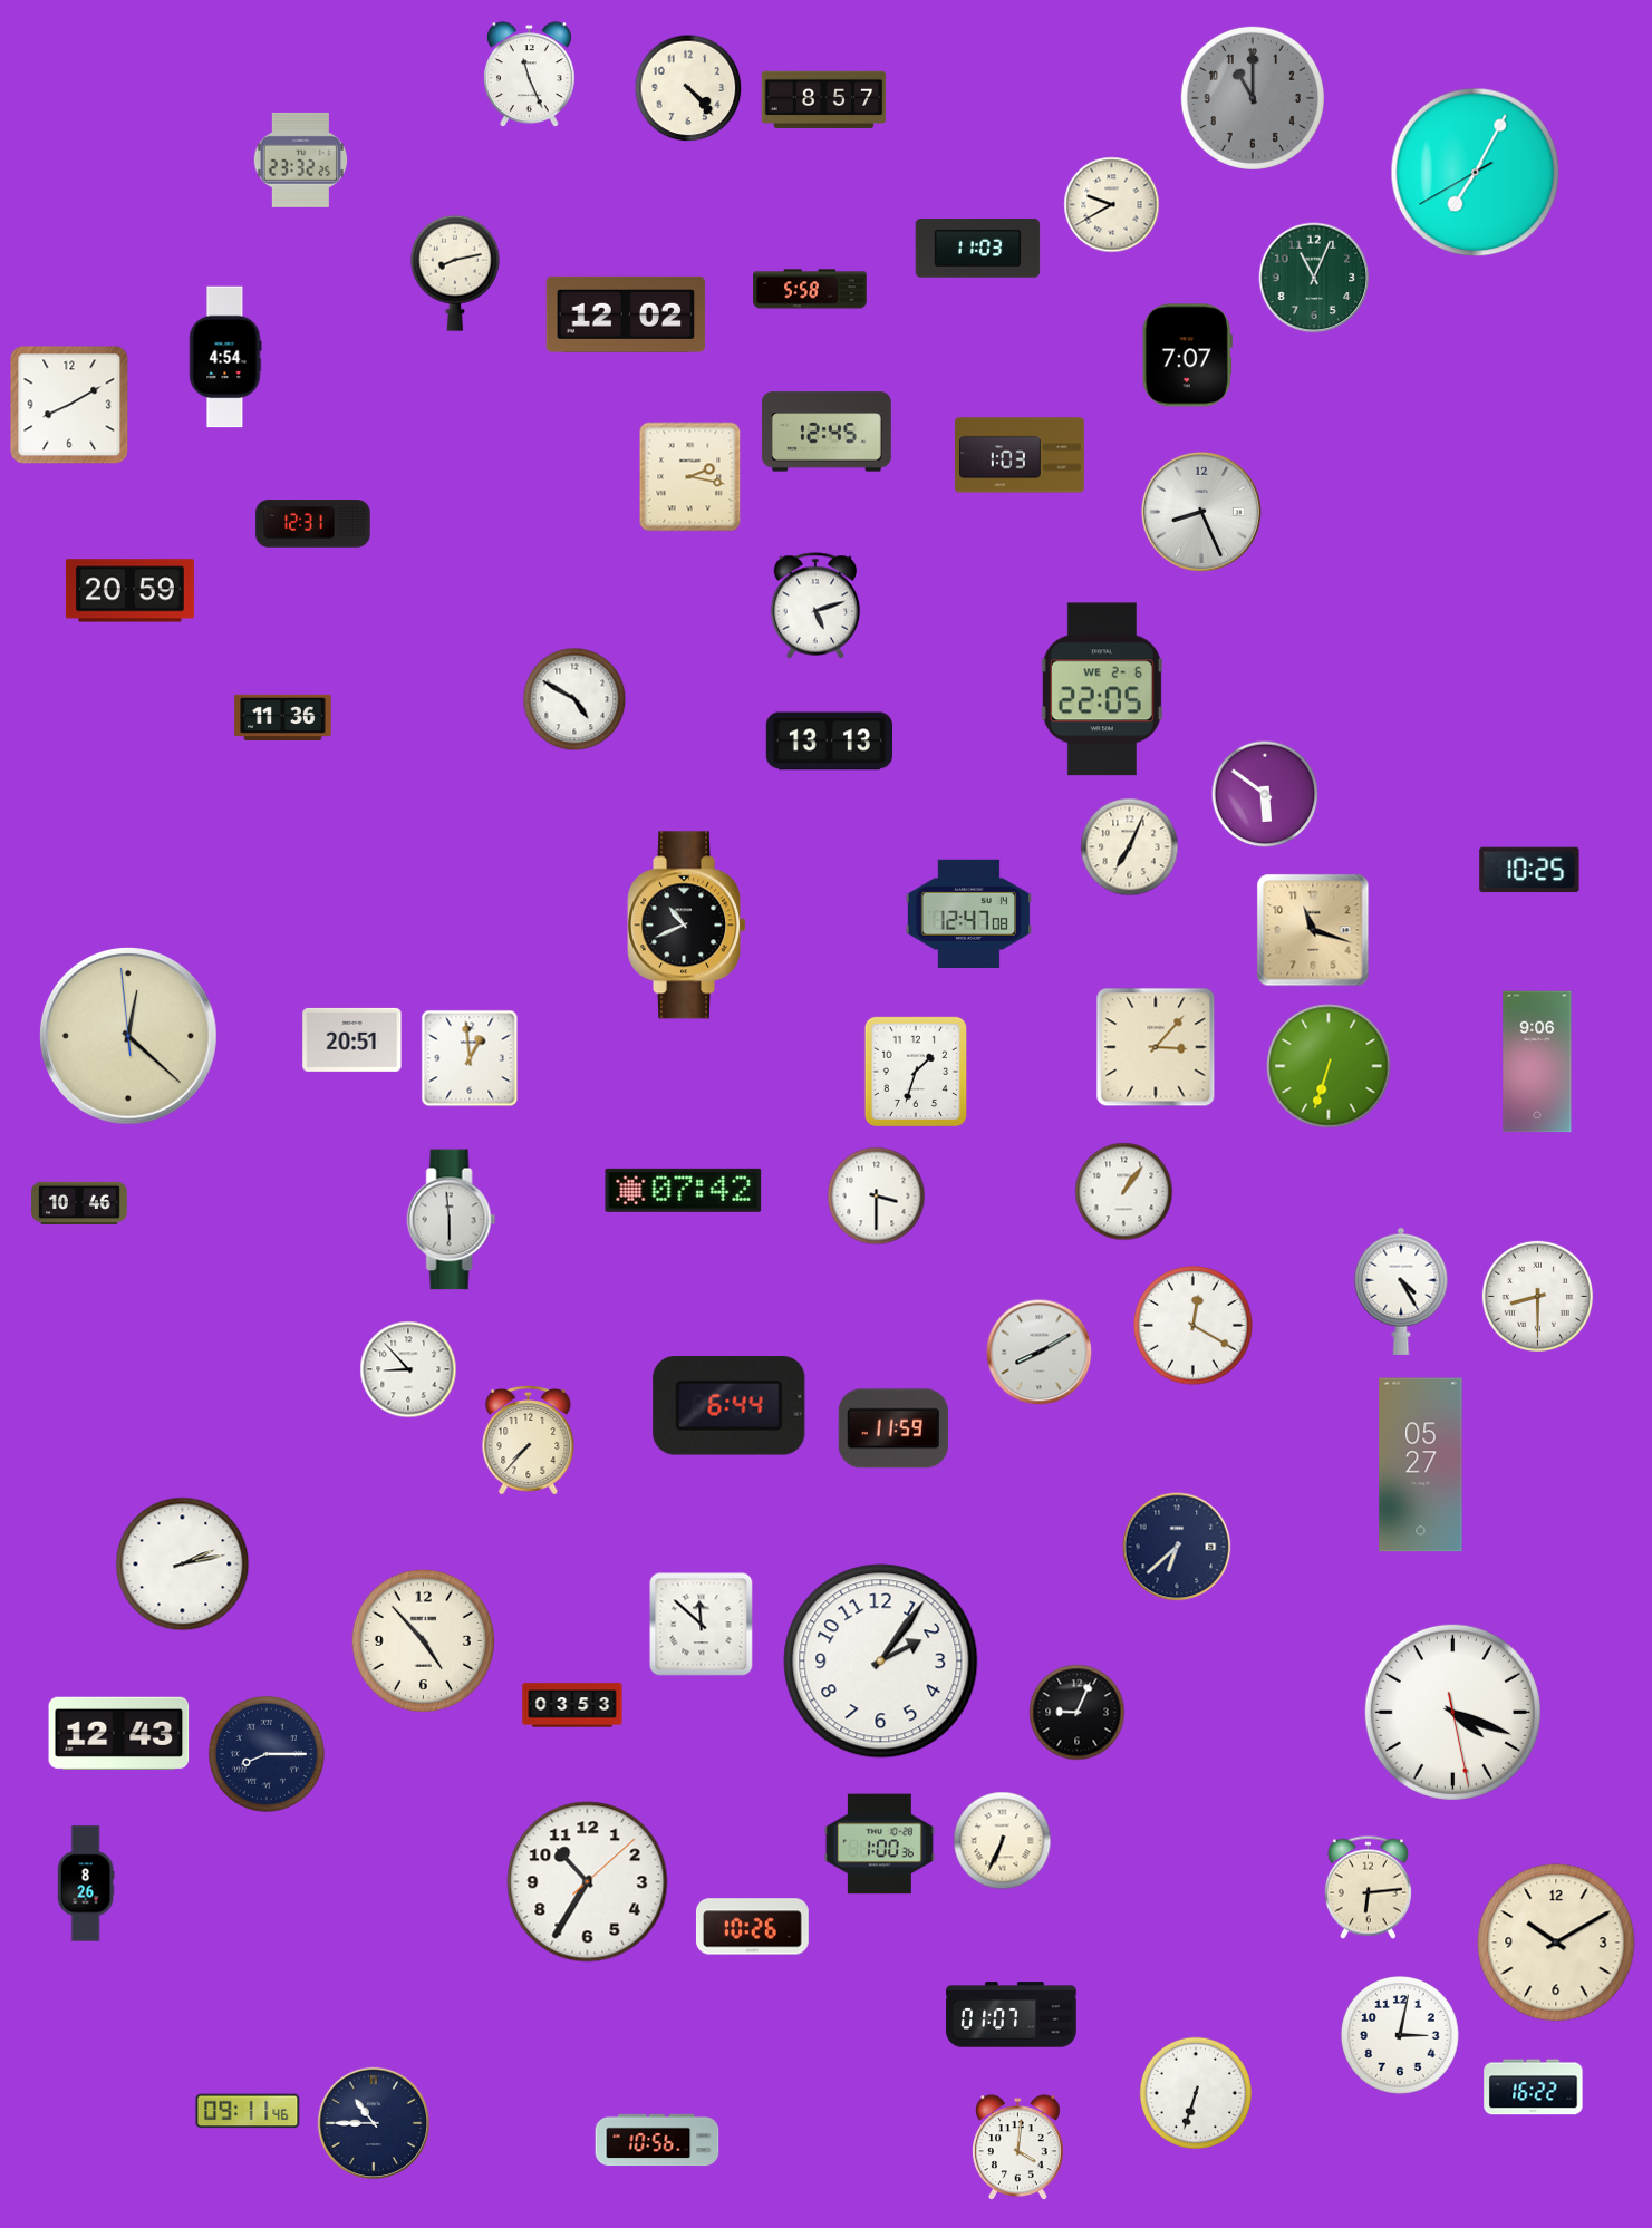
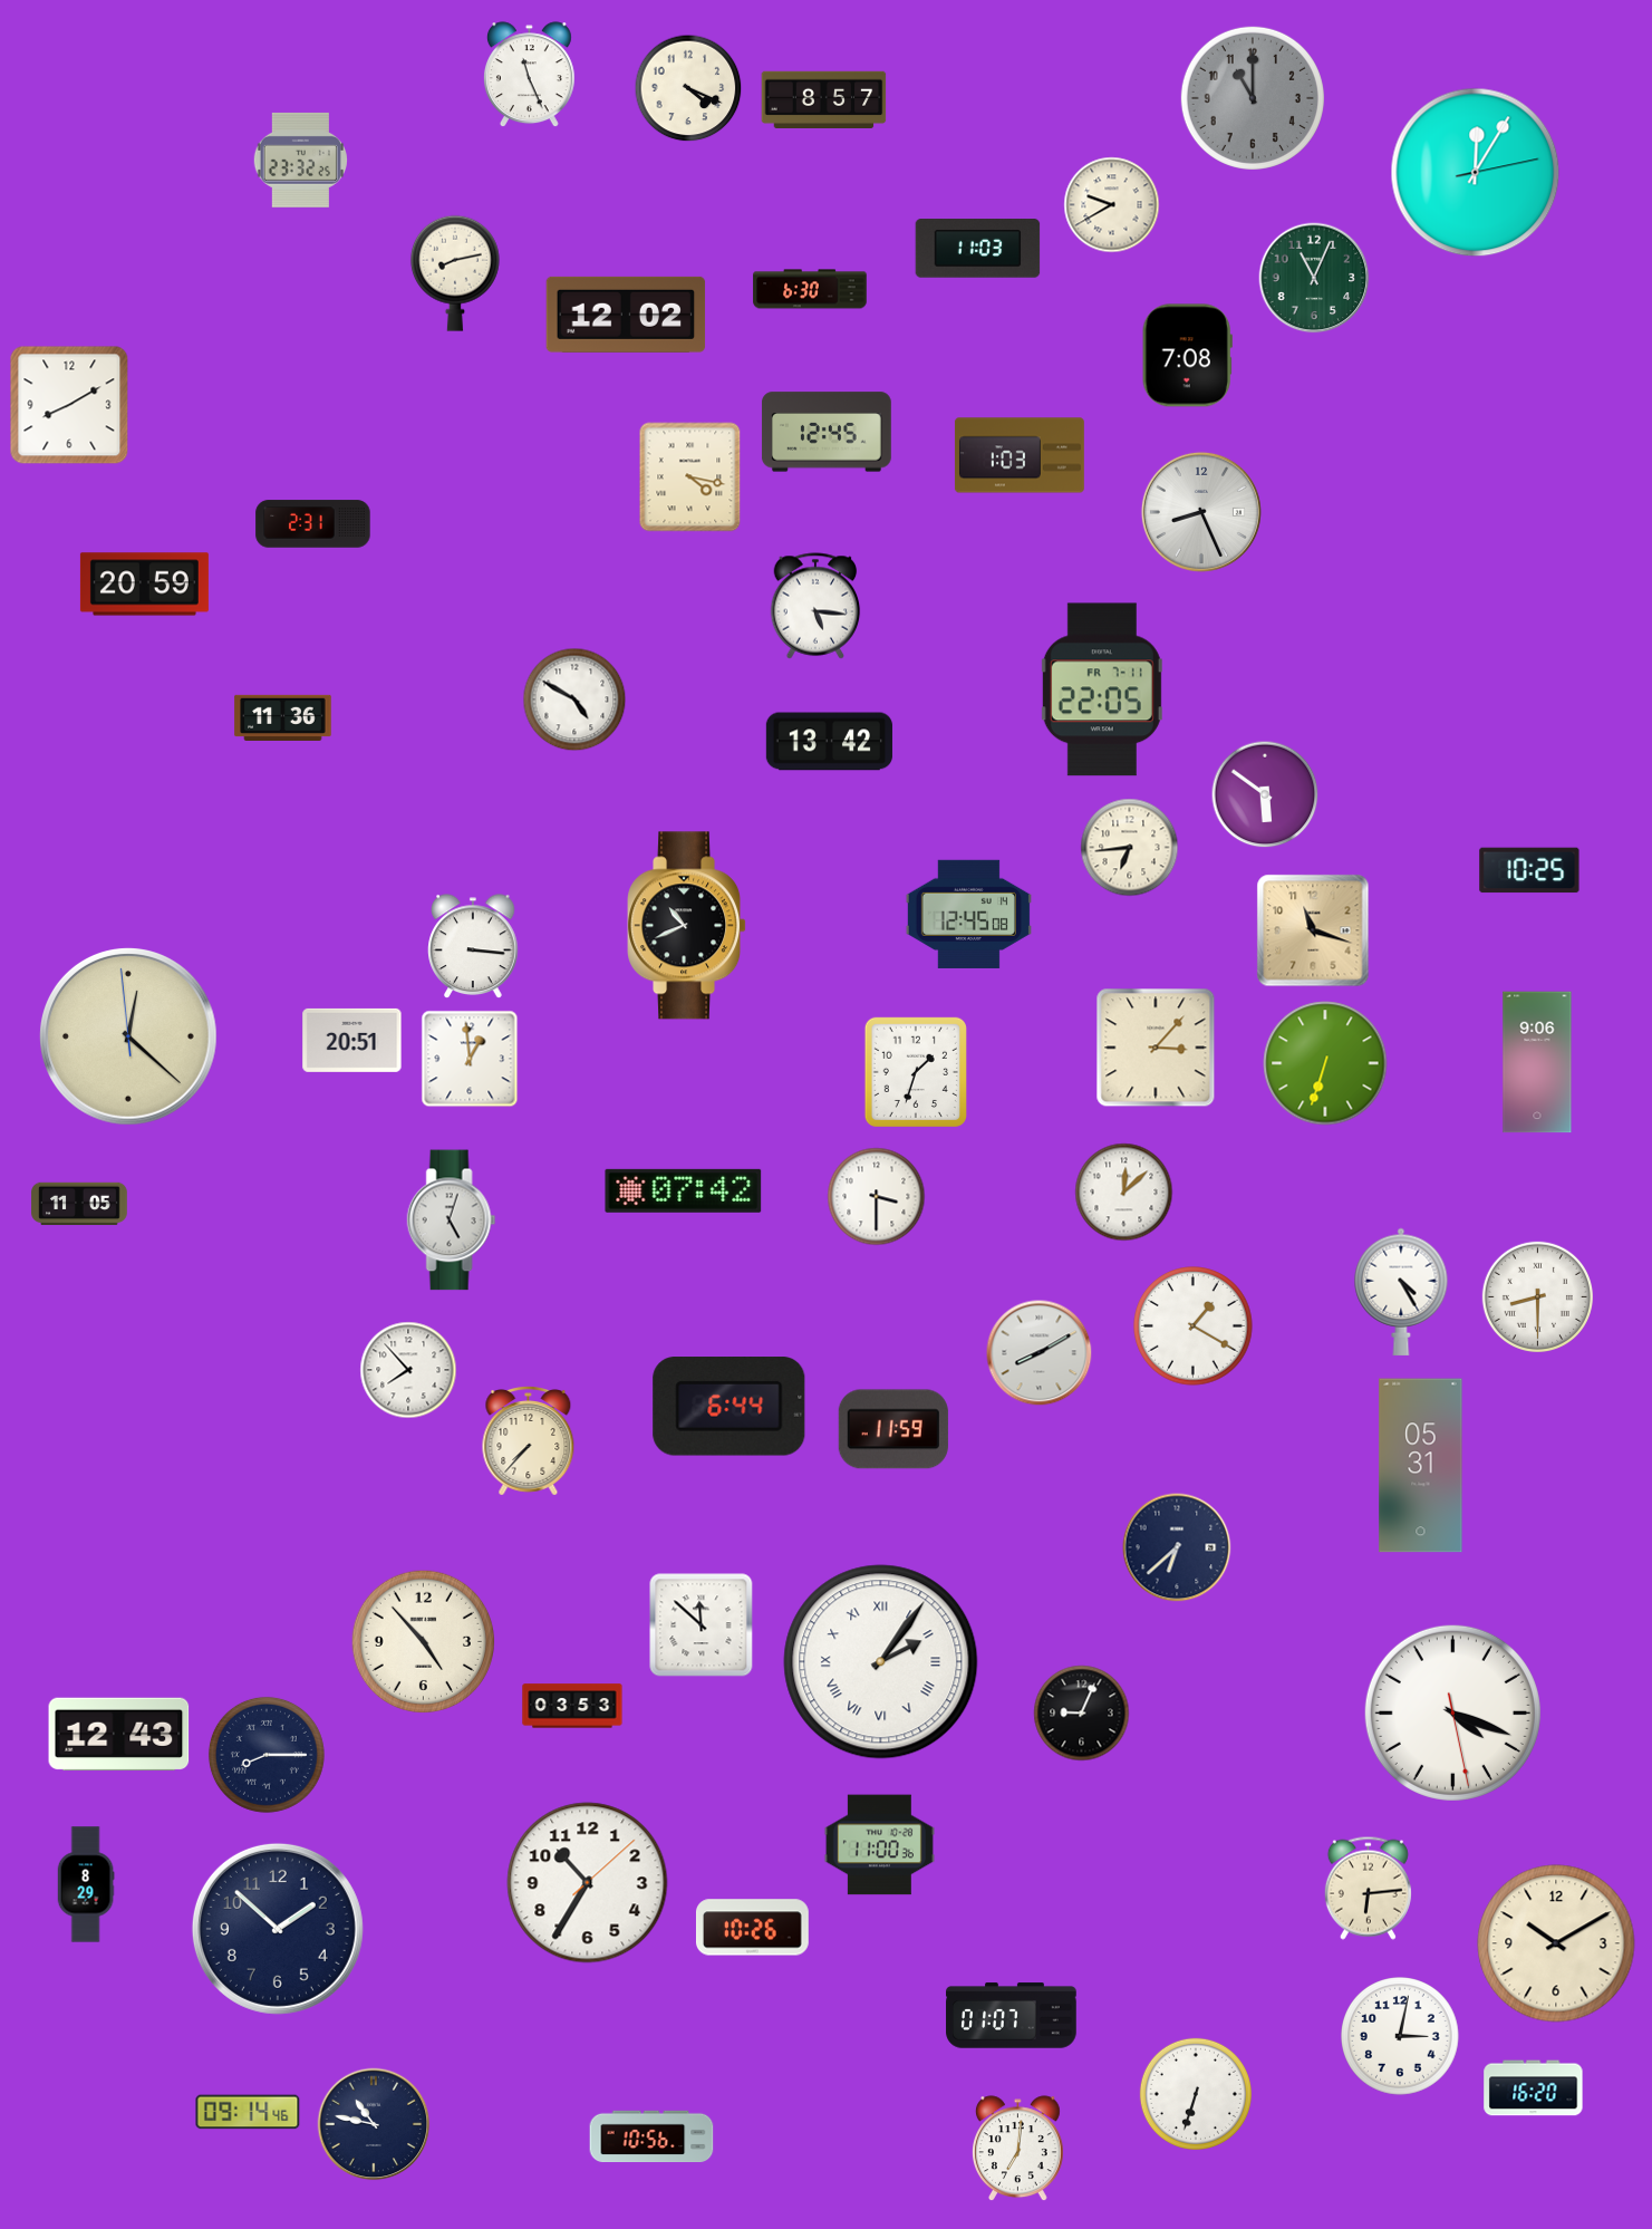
clock at (688, 88): 4:23 -> 4:19
clock at (1476, 173): 7:04 -> 12:05
clock at (810, 289): 5:58 -> 6:30
clock at (1187, 356): 7:07 -> 7:08
clock at (225, 357): 4:54 -> none
clock at (690, 477): 2:17 -> 4:17
clock at (313, 524): 12:31 -> 2:31
clock at (129, 591) position: (129, 591) -> (144, 585)
clock at (815, 606): 5:12 -> 5:16
clock at (1102, 689) date: WE 2-6 -> FR 7-11
clock at (829, 742): 13:13 -> 13:42
clock at (1130, 847): 7:04 -> 6:44
clock at (968, 913): 12:47 -> 12:45
clock at (473, 946): none -> 3:16
clock at (1329, 1066) position: (1329, 1066) -> (1325, 1063)
clock at (1124, 1192): 1:06 -> 12:08
clock at (79, 1203): 10:46 -> 11:05
clock at (452, 1220): 5:59 -> 5:03
clock at (1194, 1326): 12:20 -> 1:20
clock at (408, 1369): 8:53 -> 7:53
clock at (1421, 1465): 05:27 -> 05:31
clock at (183, 1565): 2:13 -> none
clock at (881, 1662) numerals: Arabic -> Roman
clock at (1078, 1713) position: (1078, 1713) -> (1082, 1714)
clock at (1003, 1841): 6:34 -> none
clock at (879, 1844): 1:00 -> 11:00
clock at (86, 1883): 8:26 -> 8:29
clock at (278, 1929): none -> 1:52
clock at (1534, 2087): 16:22 -> 16:20
clock at (248, 2111): 09:11 -> 09:14
clock at (374, 2123): 10:45 -> 10:47
clock at (657, 2140) position: (657, 2140) -> (651, 2136)
clock at (1017, 2148): 4:01 -> 7:01
